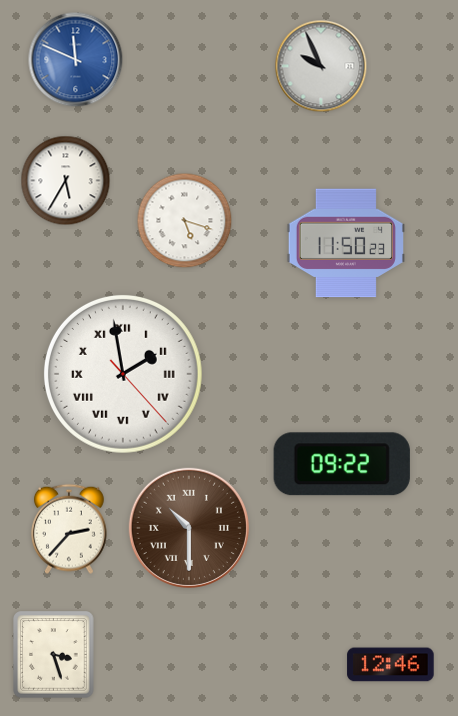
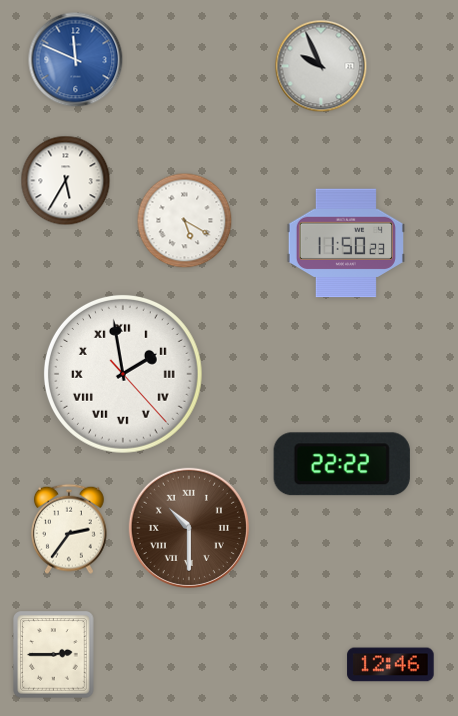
clock at (185, 221): 5:18 -> 5:20
clock at (342, 464): 09:22 -> 22:22
clock at (69, 529): 2:37 -> 2:36
clock at (54, 655): 3:27 -> 2:45
